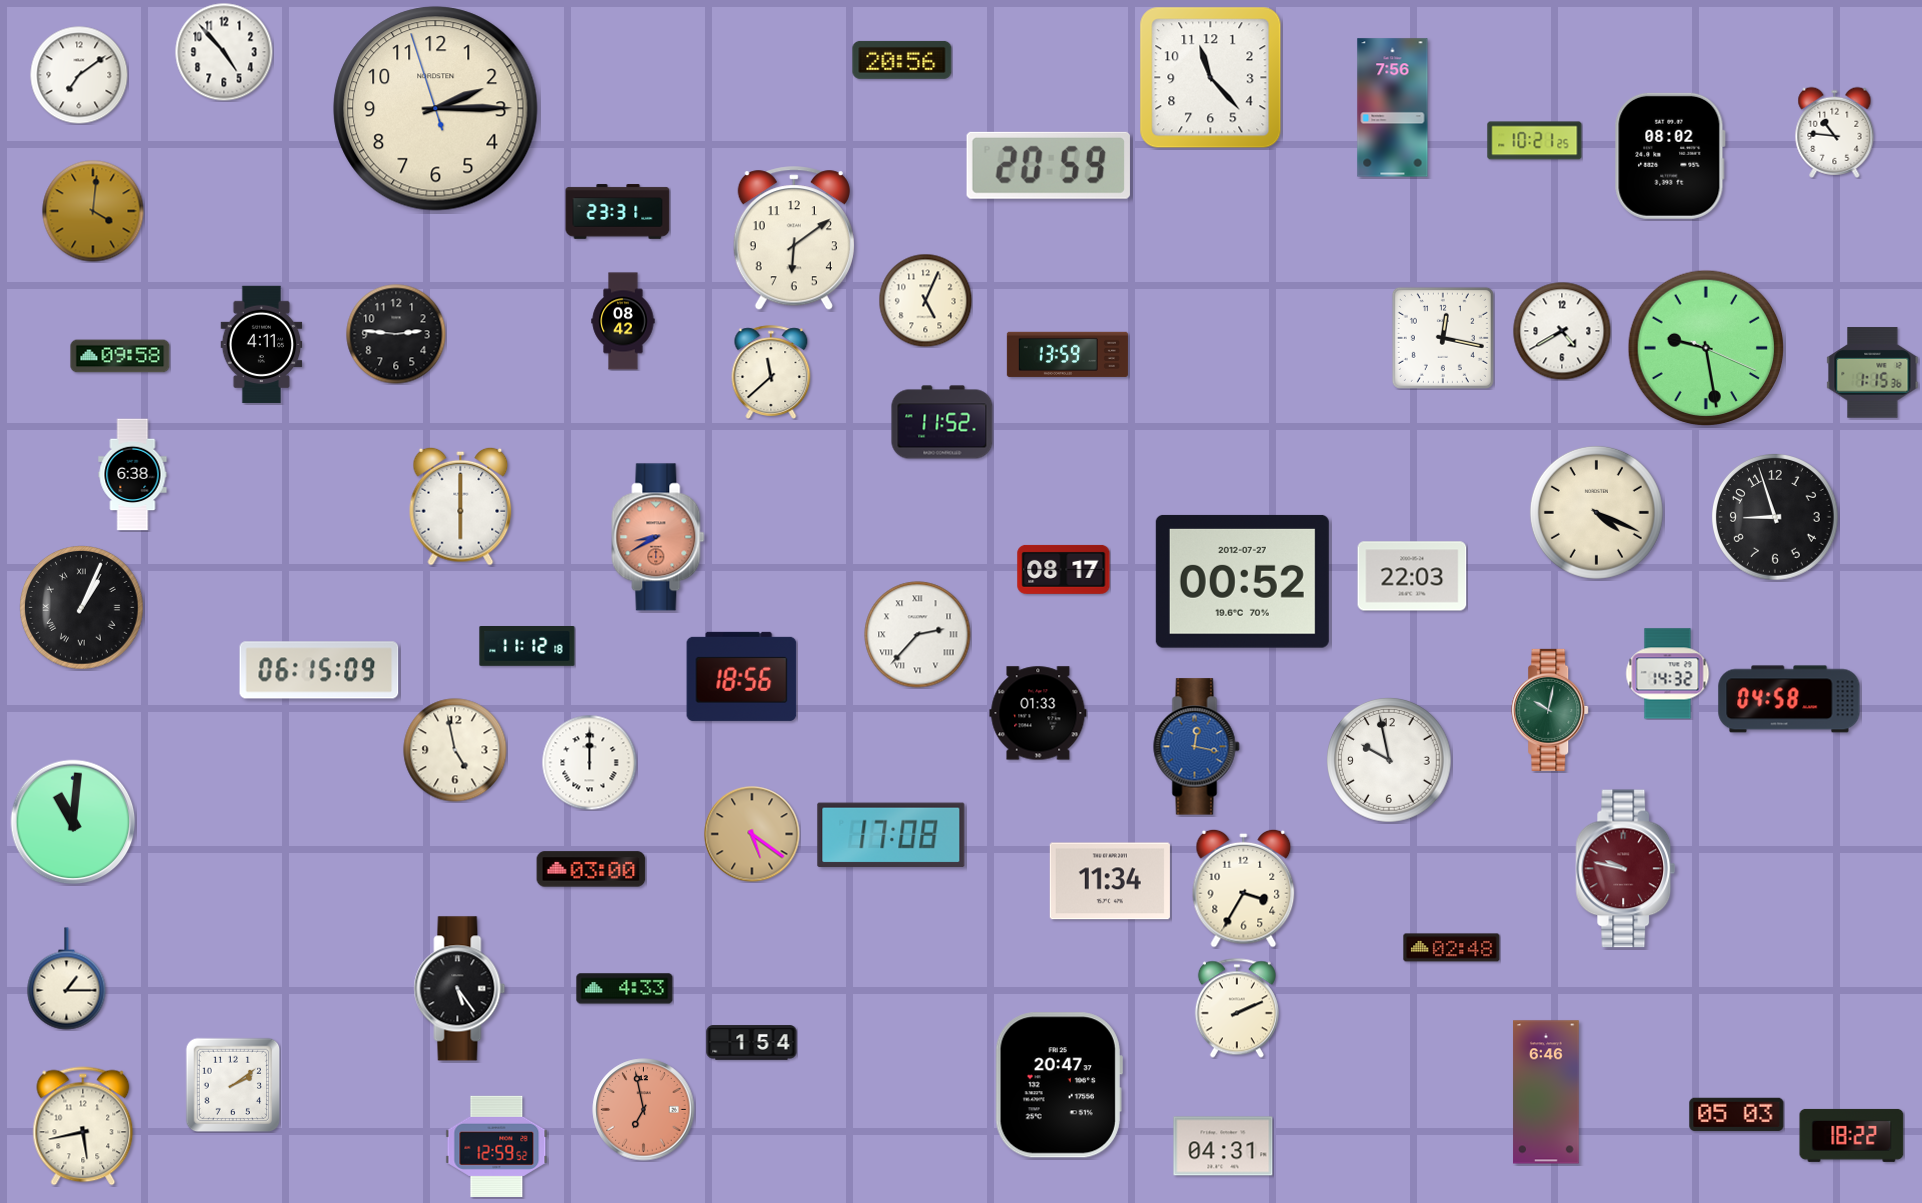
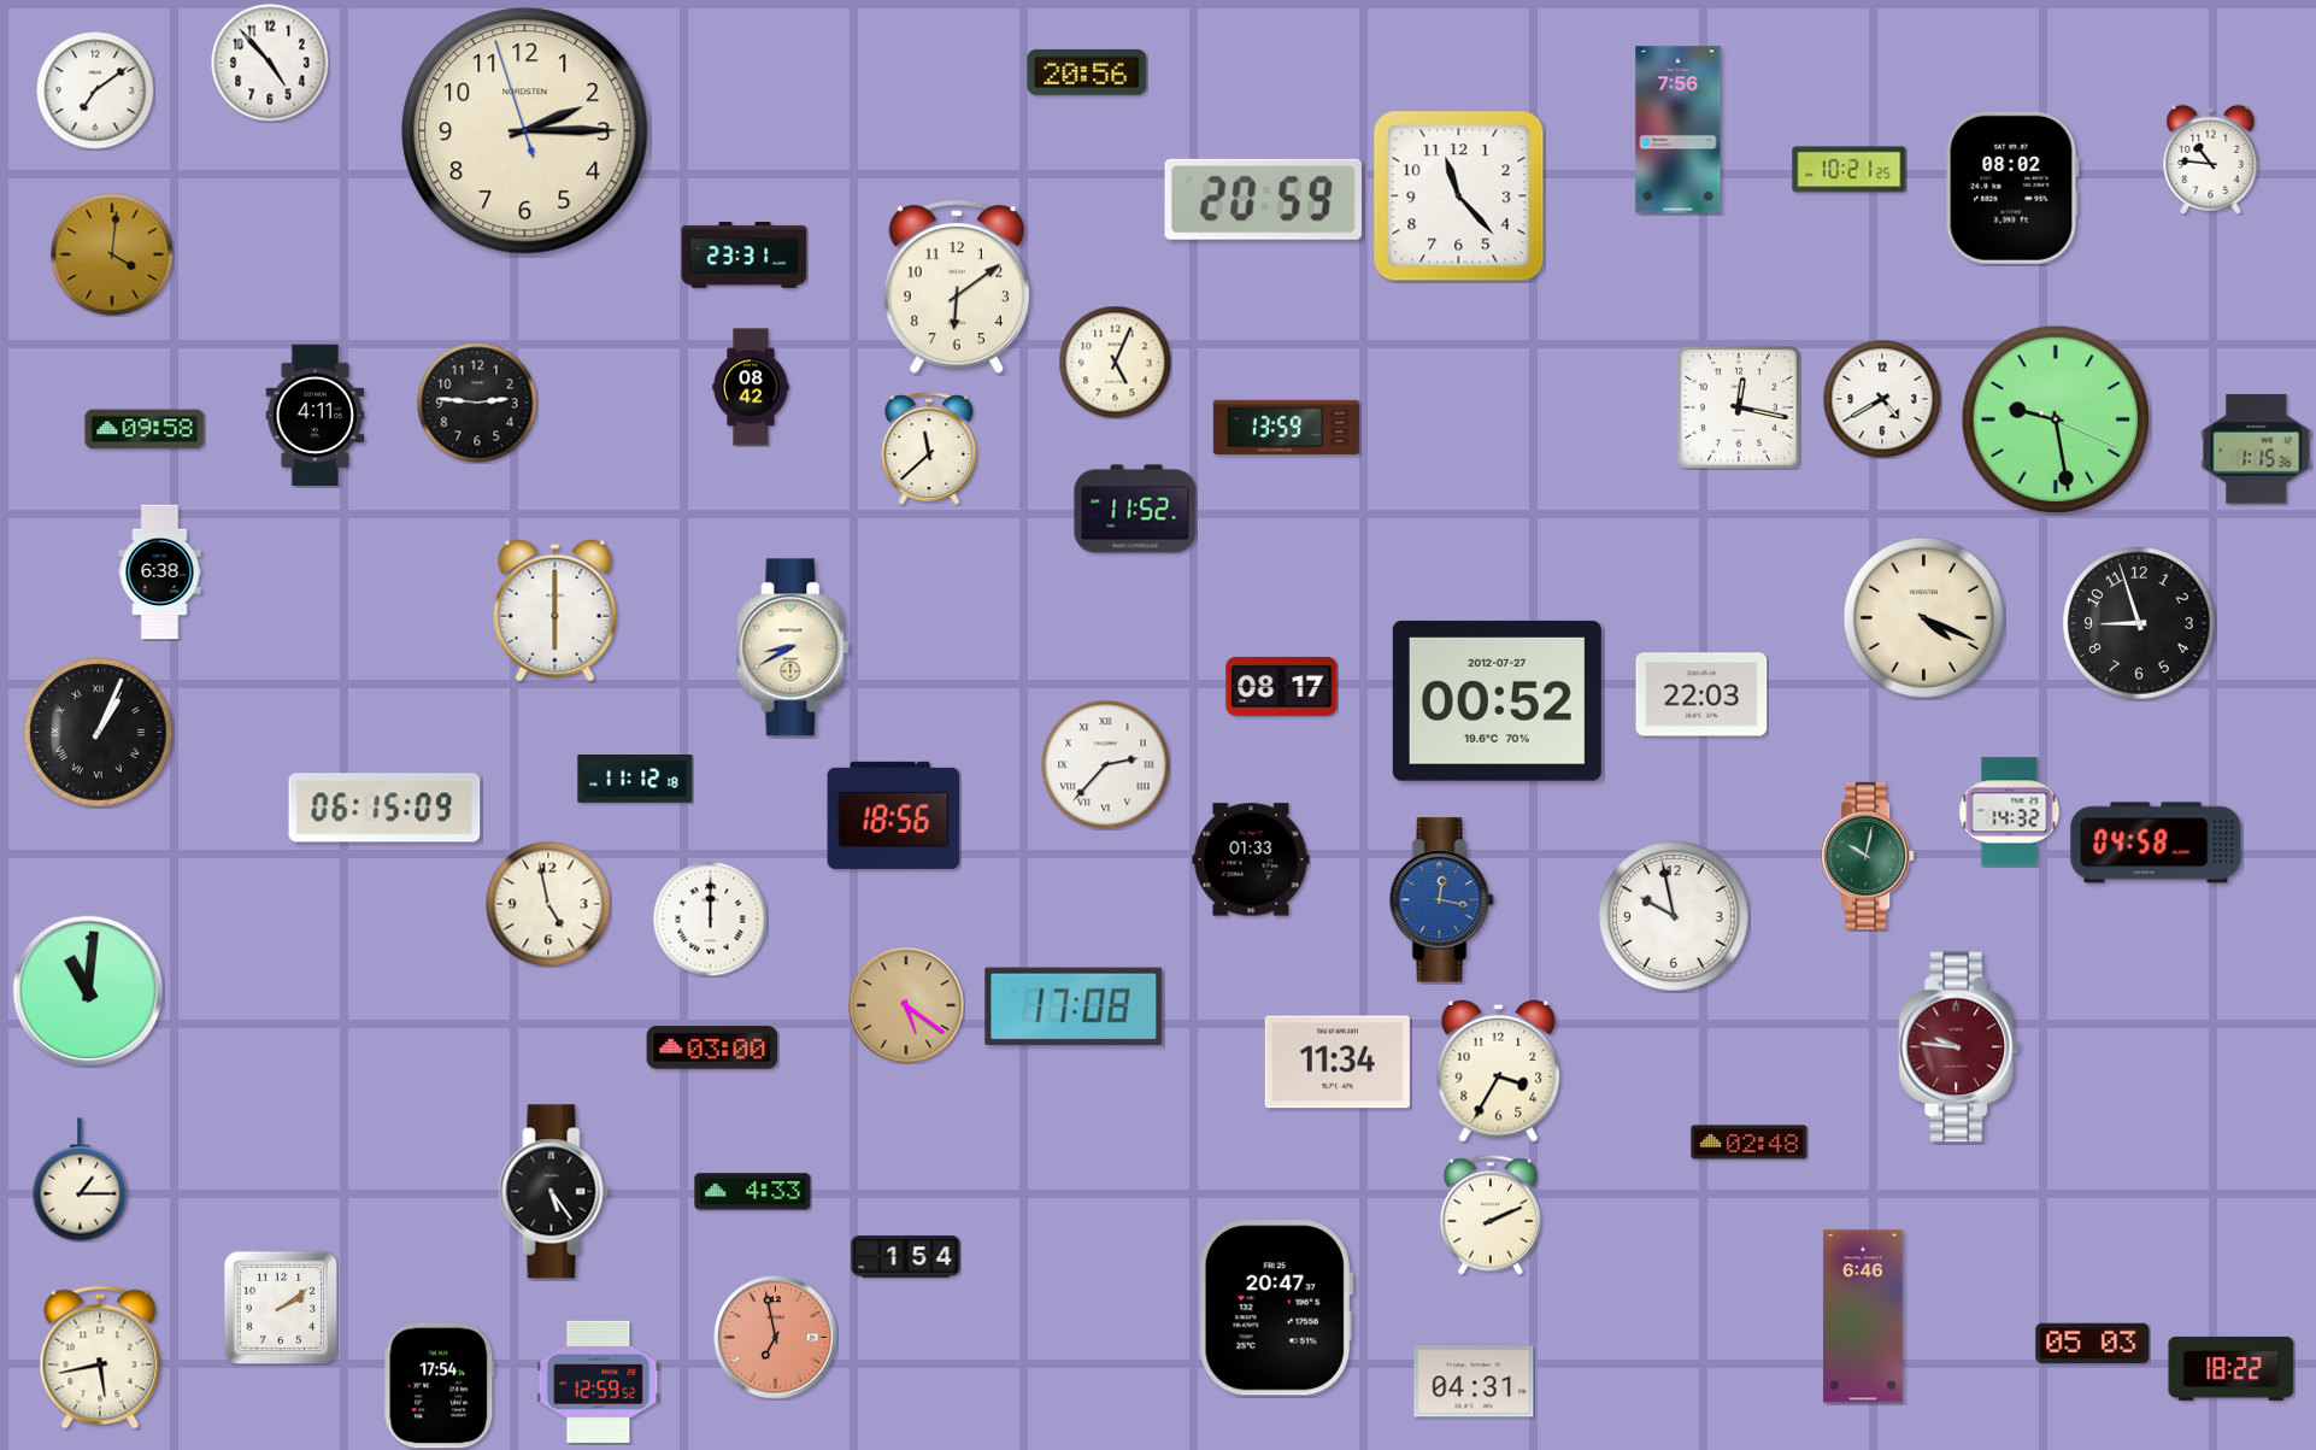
clock at (1211, 78) position: (1211, 78) -> (1459, 196)
clock at (658, 537) dial: salmon -> cream
clock at (1626, 869): 9:47 -> 9:46
clock at (440, 1386): none -> 17:54
